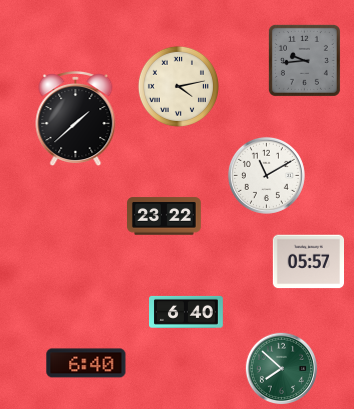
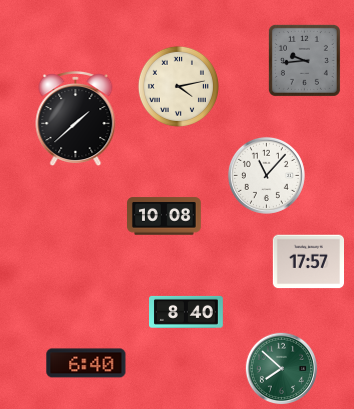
clock at (266, 175): 11:10 -> 11:07
clock at (165, 216): 23:22 -> 10:08
clock at (308, 262): 05:57 -> 17:57
clock at (187, 312): 6:40 -> 8:40
